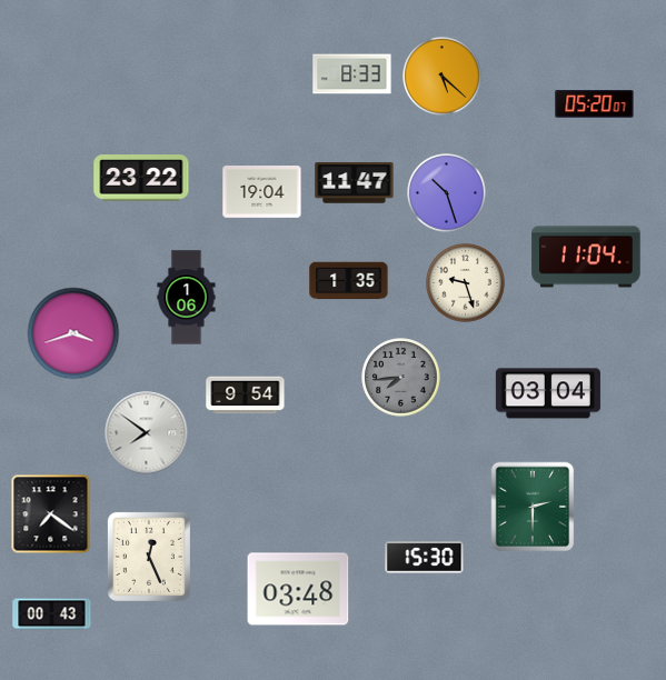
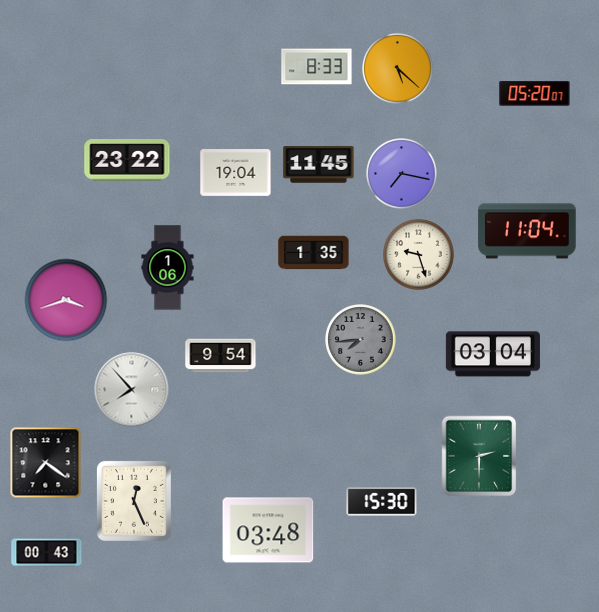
clock at (355, 183): 11:47 -> 11:45
clock at (447, 193): 10:27 -> 7:17
clock at (147, 433): 7:51 -> 7:53
